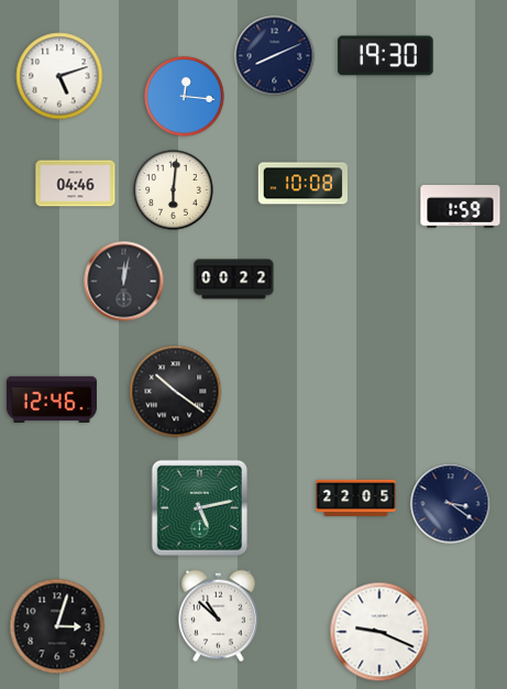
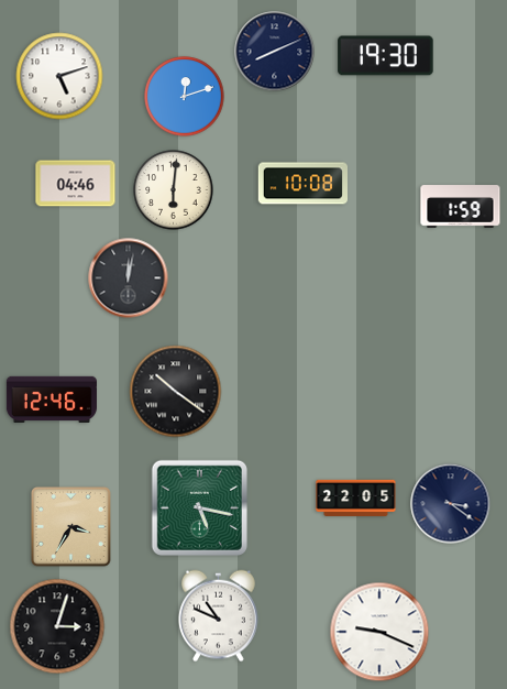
clock at (275, 56) position: (275, 56) -> (275, 52)
clock at (185, 97): 12:16 -> 12:12
clock at (234, 280): 00:22 -> none
clock at (124, 282) position: (124, 282) -> (129, 278)
clock at (199, 507): 5:13 -> 5:17
clock at (71, 527): none -> 3:35
clock at (219, 616): 10:52 -> 10:49
